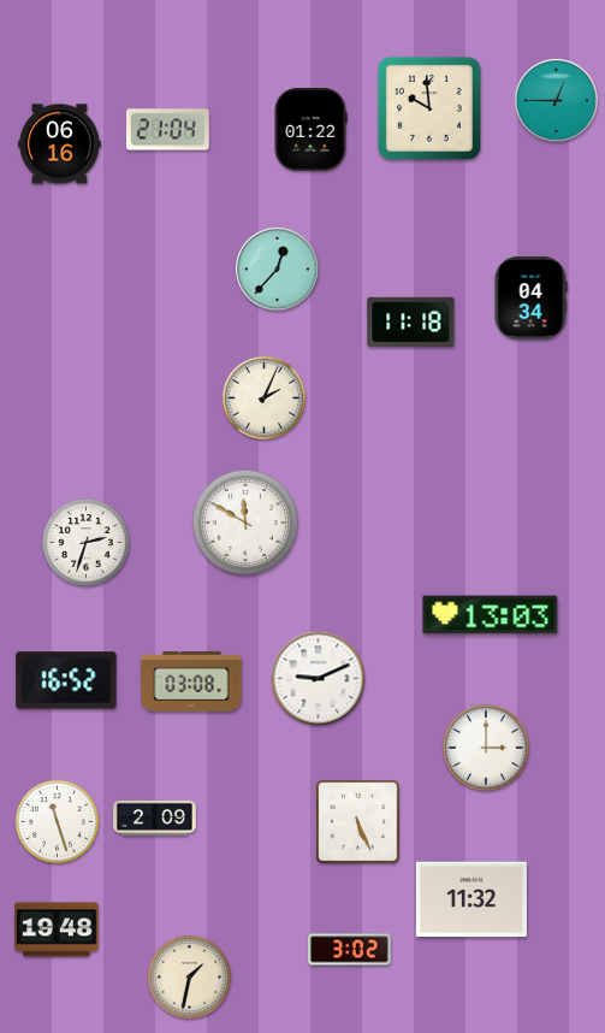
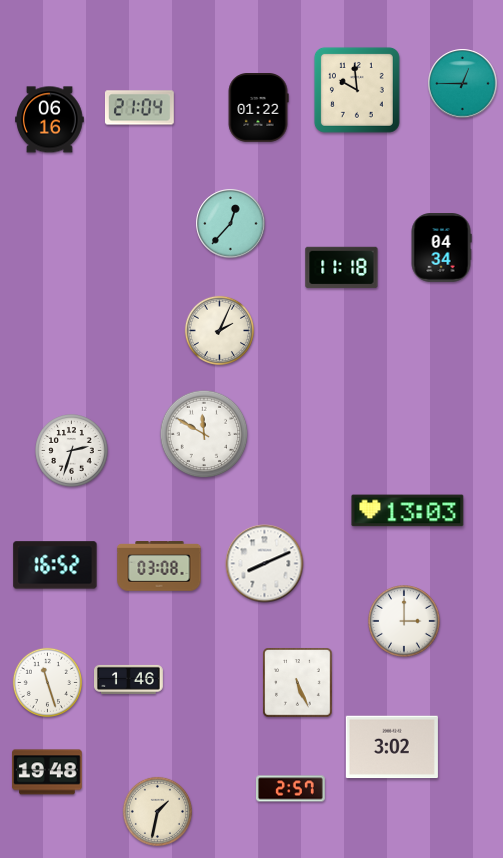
clock at (319, 679): 9:11 -> 8:11
clock at (155, 817): 2:09 -> 1:46
clock at (471, 899): 11:32 -> 3:02
clock at (350, 950): 3:02 -> 2:57
